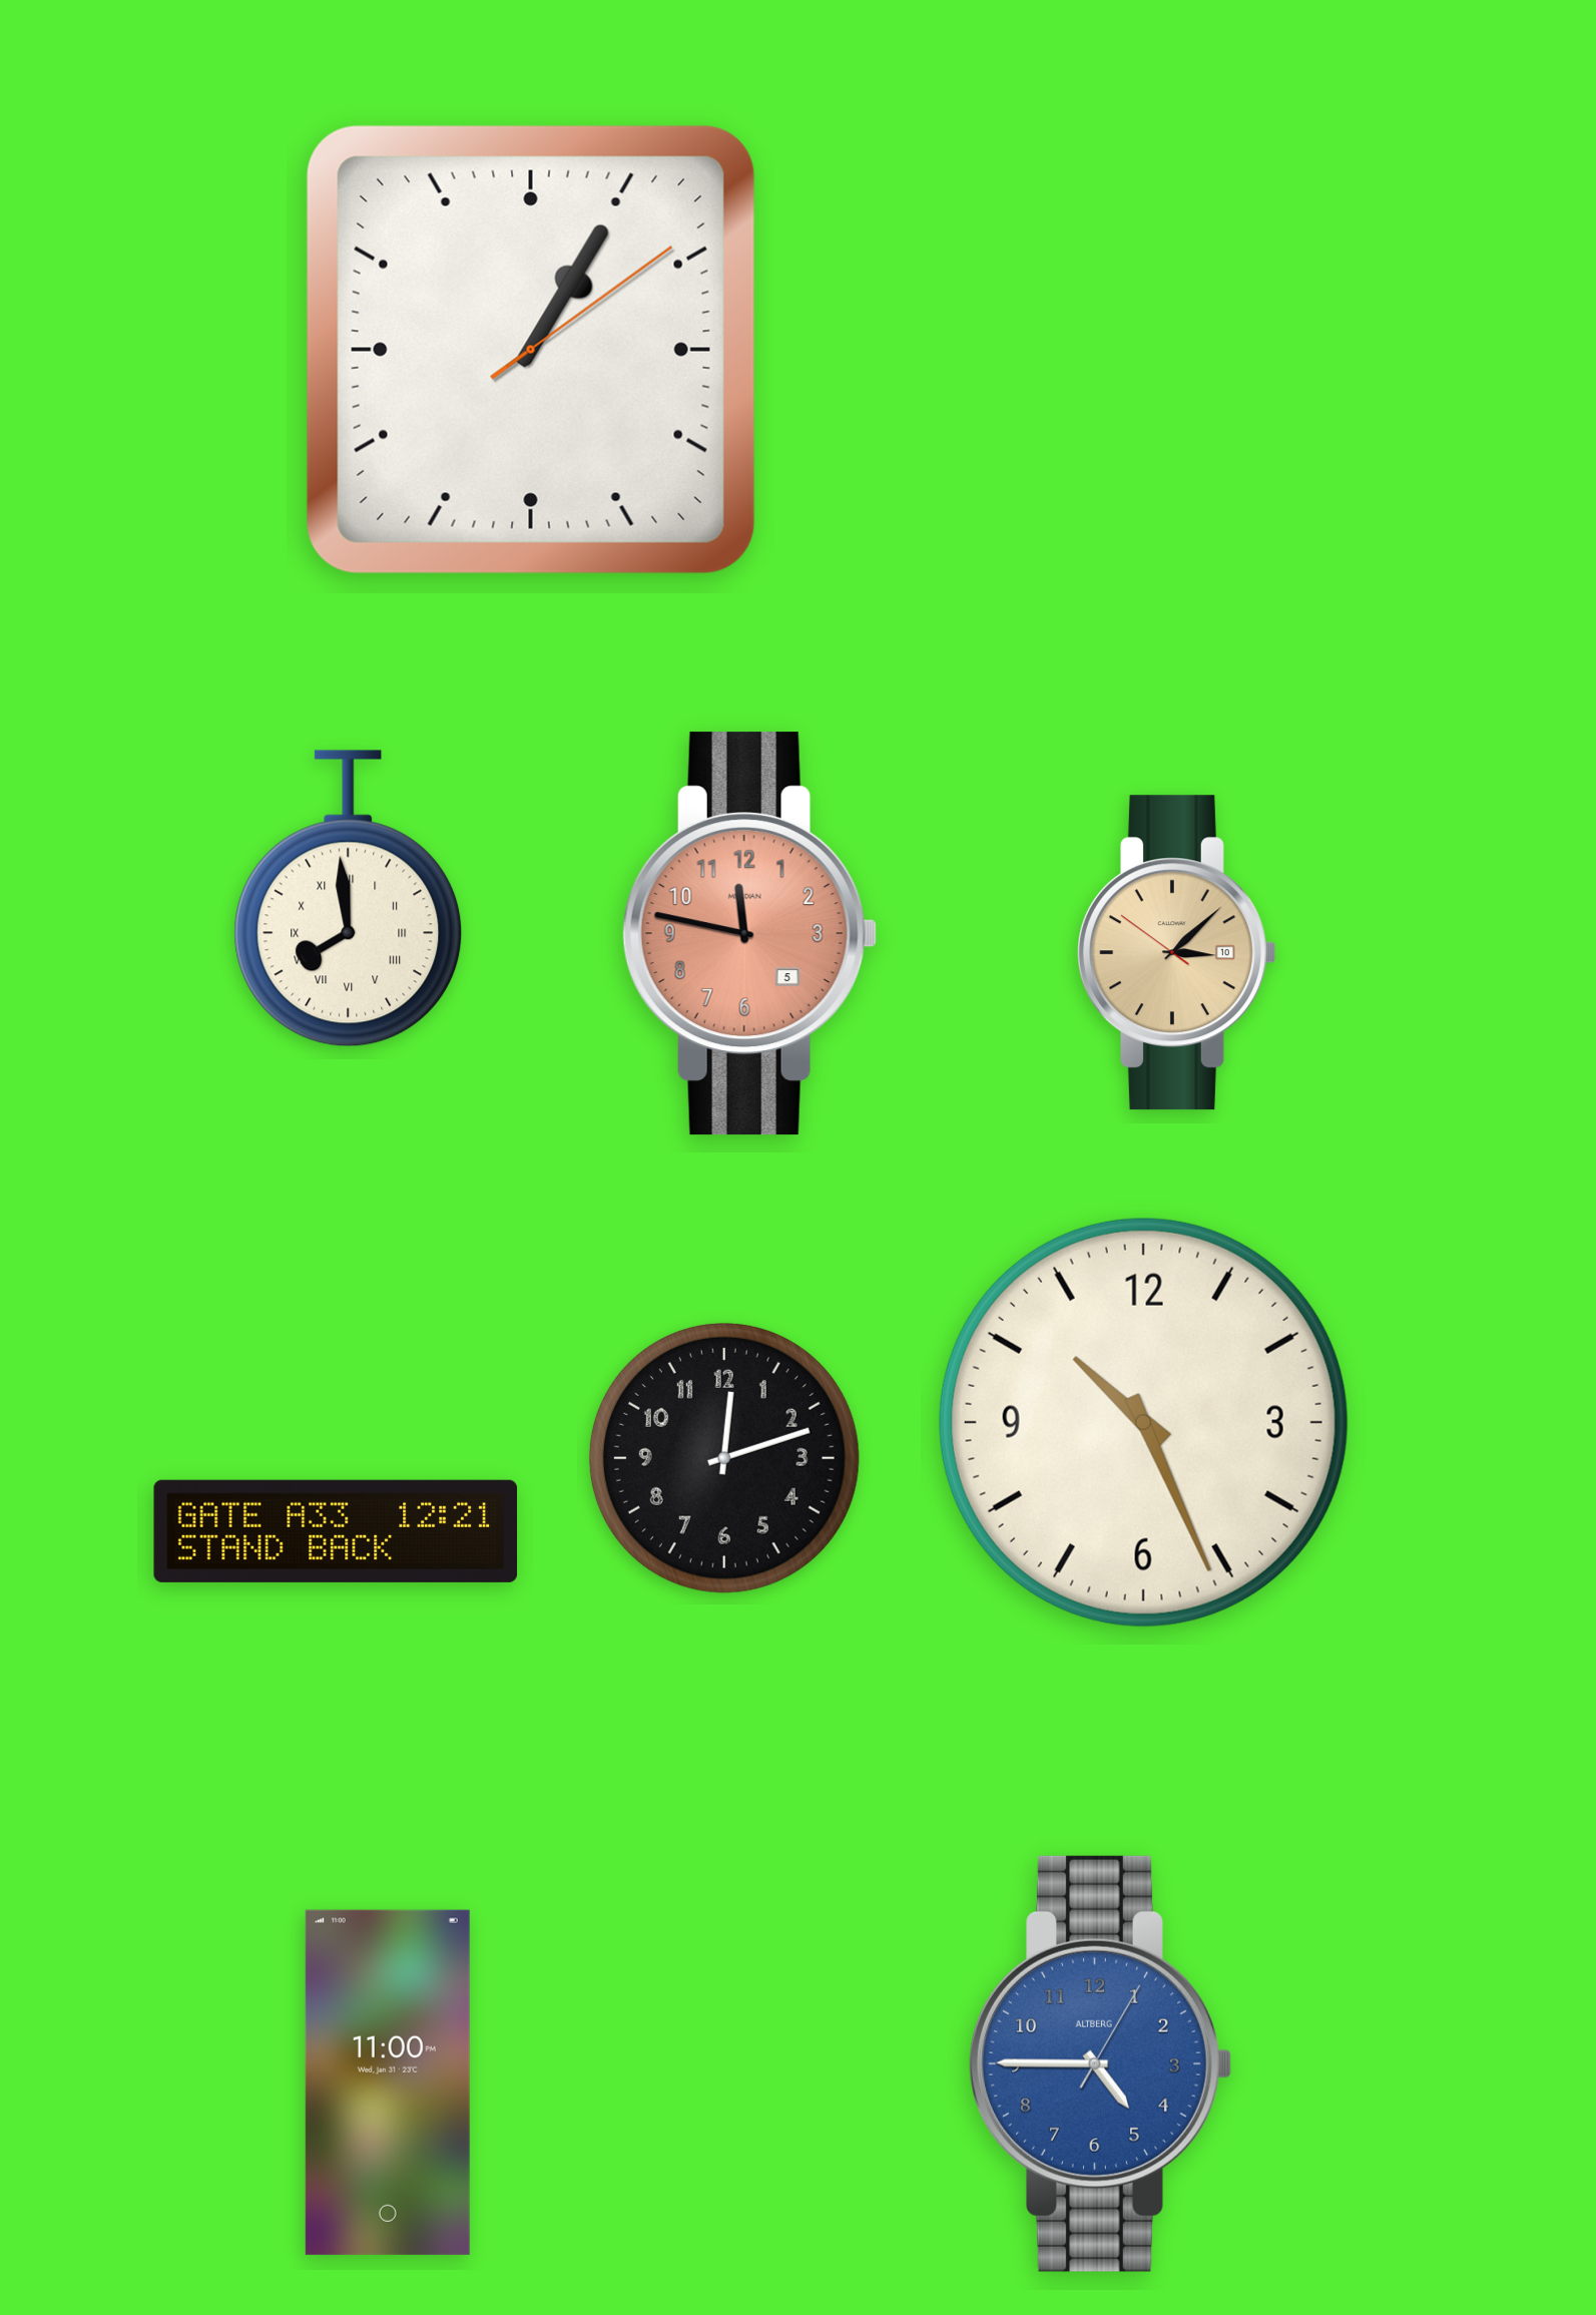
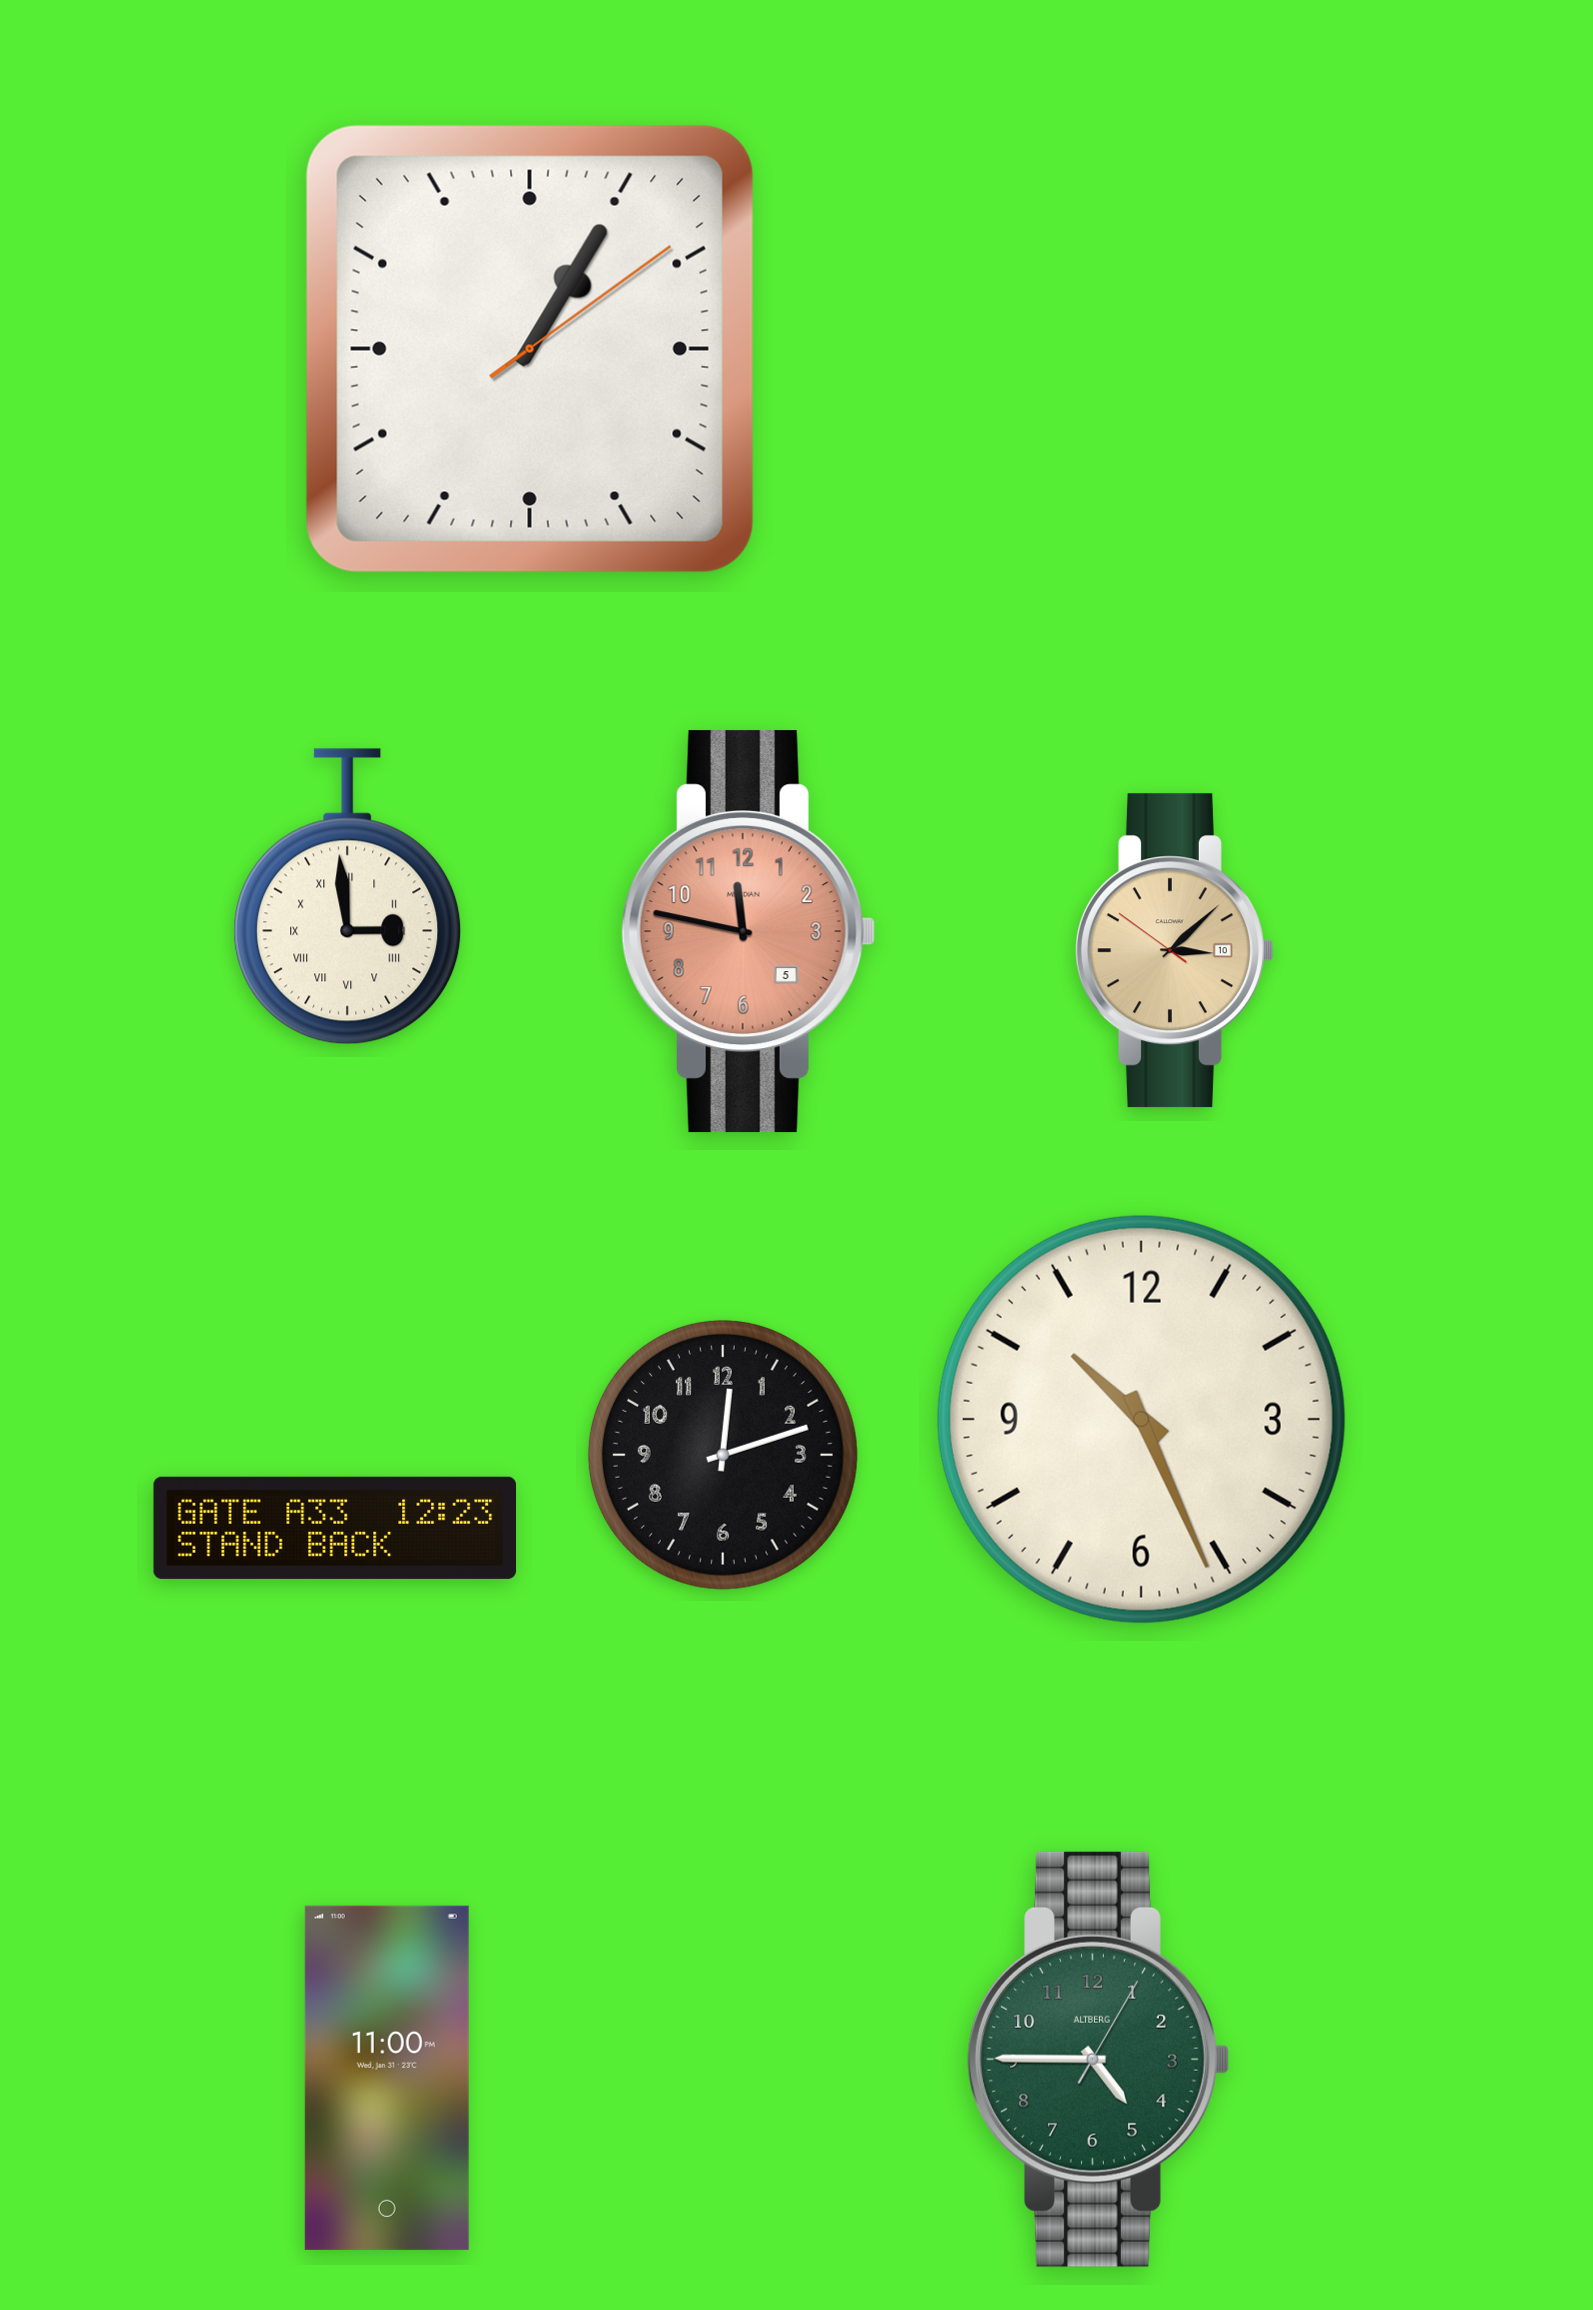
clock at (349, 899): 7:59 -> 2:59
clock at (336, 1531): 12:21 -> 12:23
clock at (1100, 2063) dial: blue -> green
